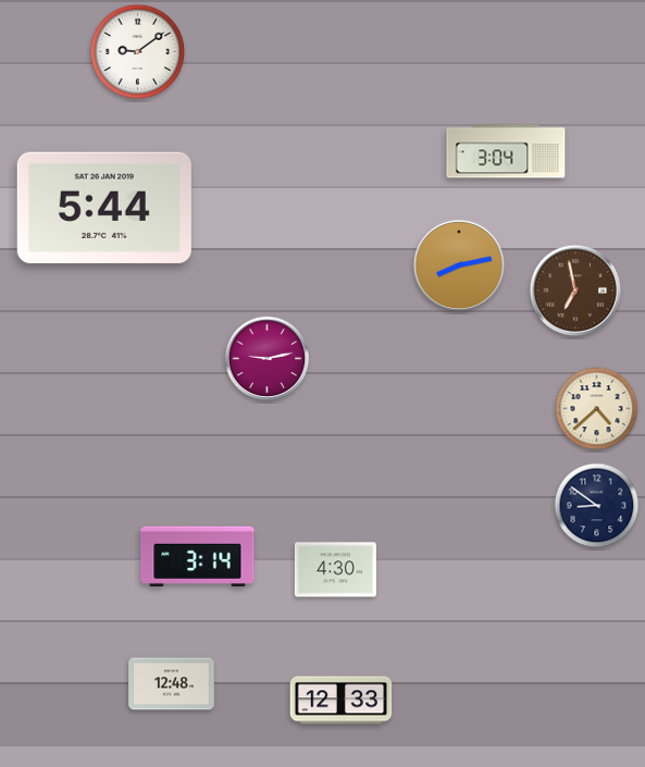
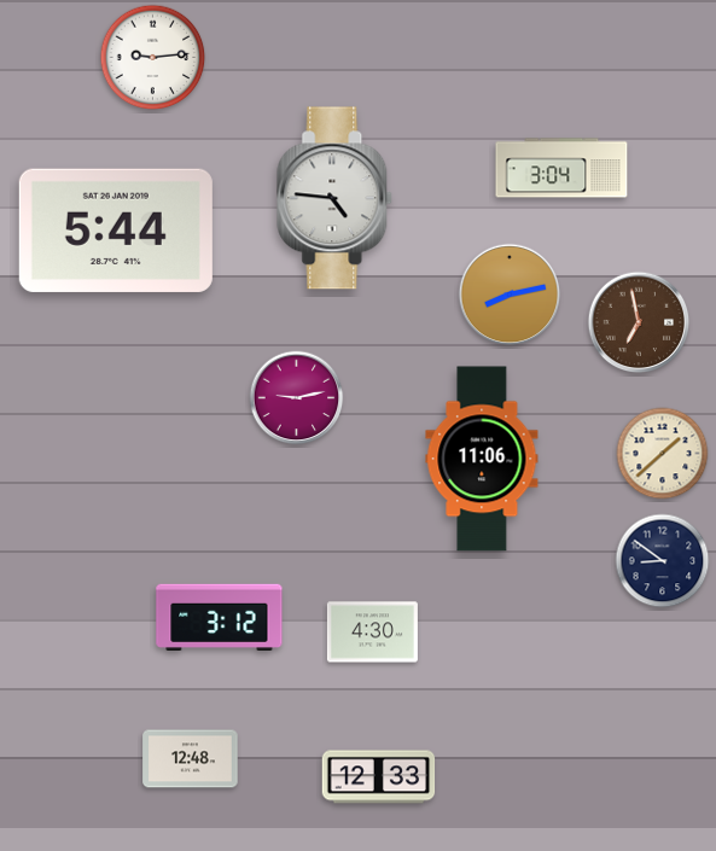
clock at (138, 52): 9:09 -> 9:14
clock at (336, 198): none -> 4:46
clock at (597, 409): 4:38 -> 1:38
clock at (482, 459): none -> 11:06
clock at (198, 556): 3:14 -> 3:12
